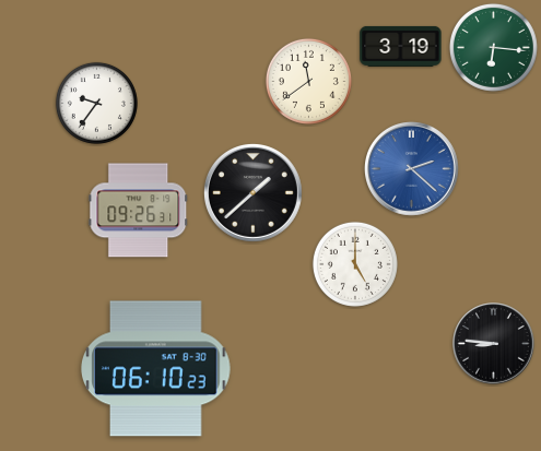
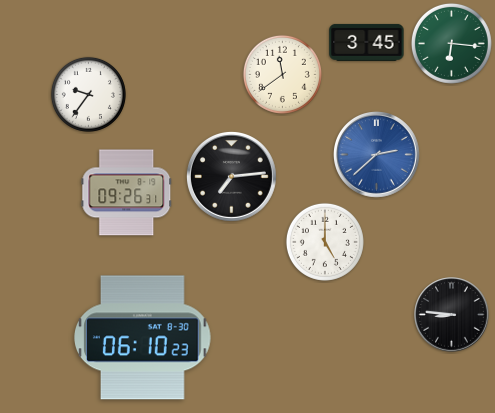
clock at (401, 46): 3:19 -> 3:45
clock at (412, 169): 2:22 -> 2:38
clock at (252, 192): 1:38 -> 7:14
